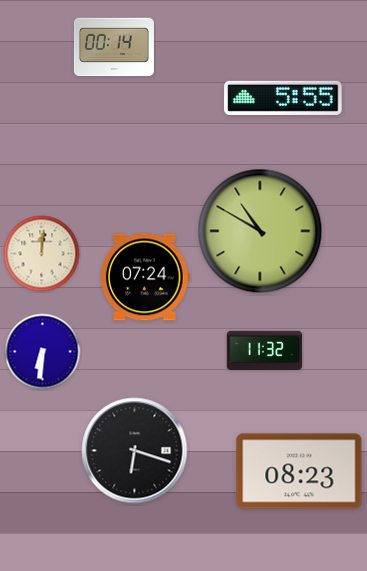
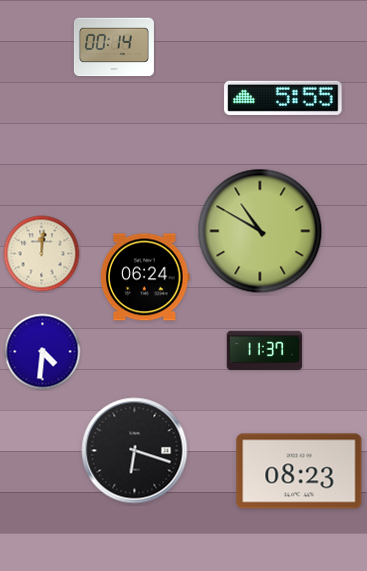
clock at (145, 277): 07:24 -> 06:24
clock at (265, 351): 11:32 -> 11:37
clock at (43, 352): 6:31 -> 4:31
